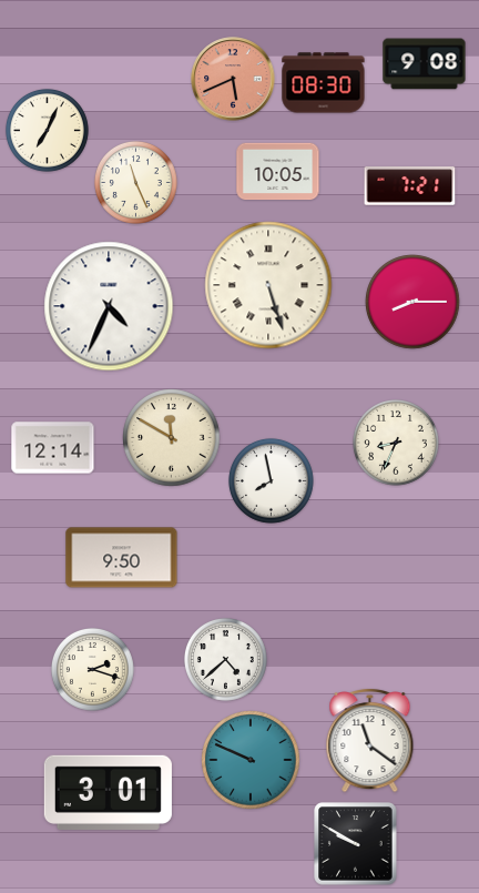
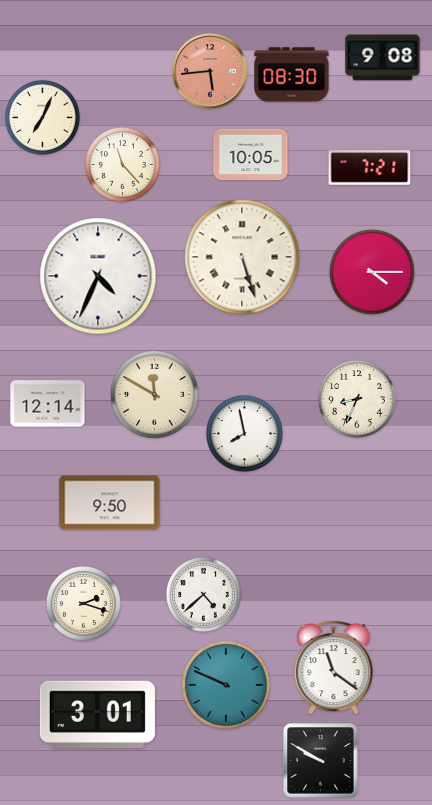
clock at (233, 79): 5:41 -> 5:44
clock at (135, 182): 11:26 -> 11:23
clock at (412, 302): 8:15 -> 4:15
